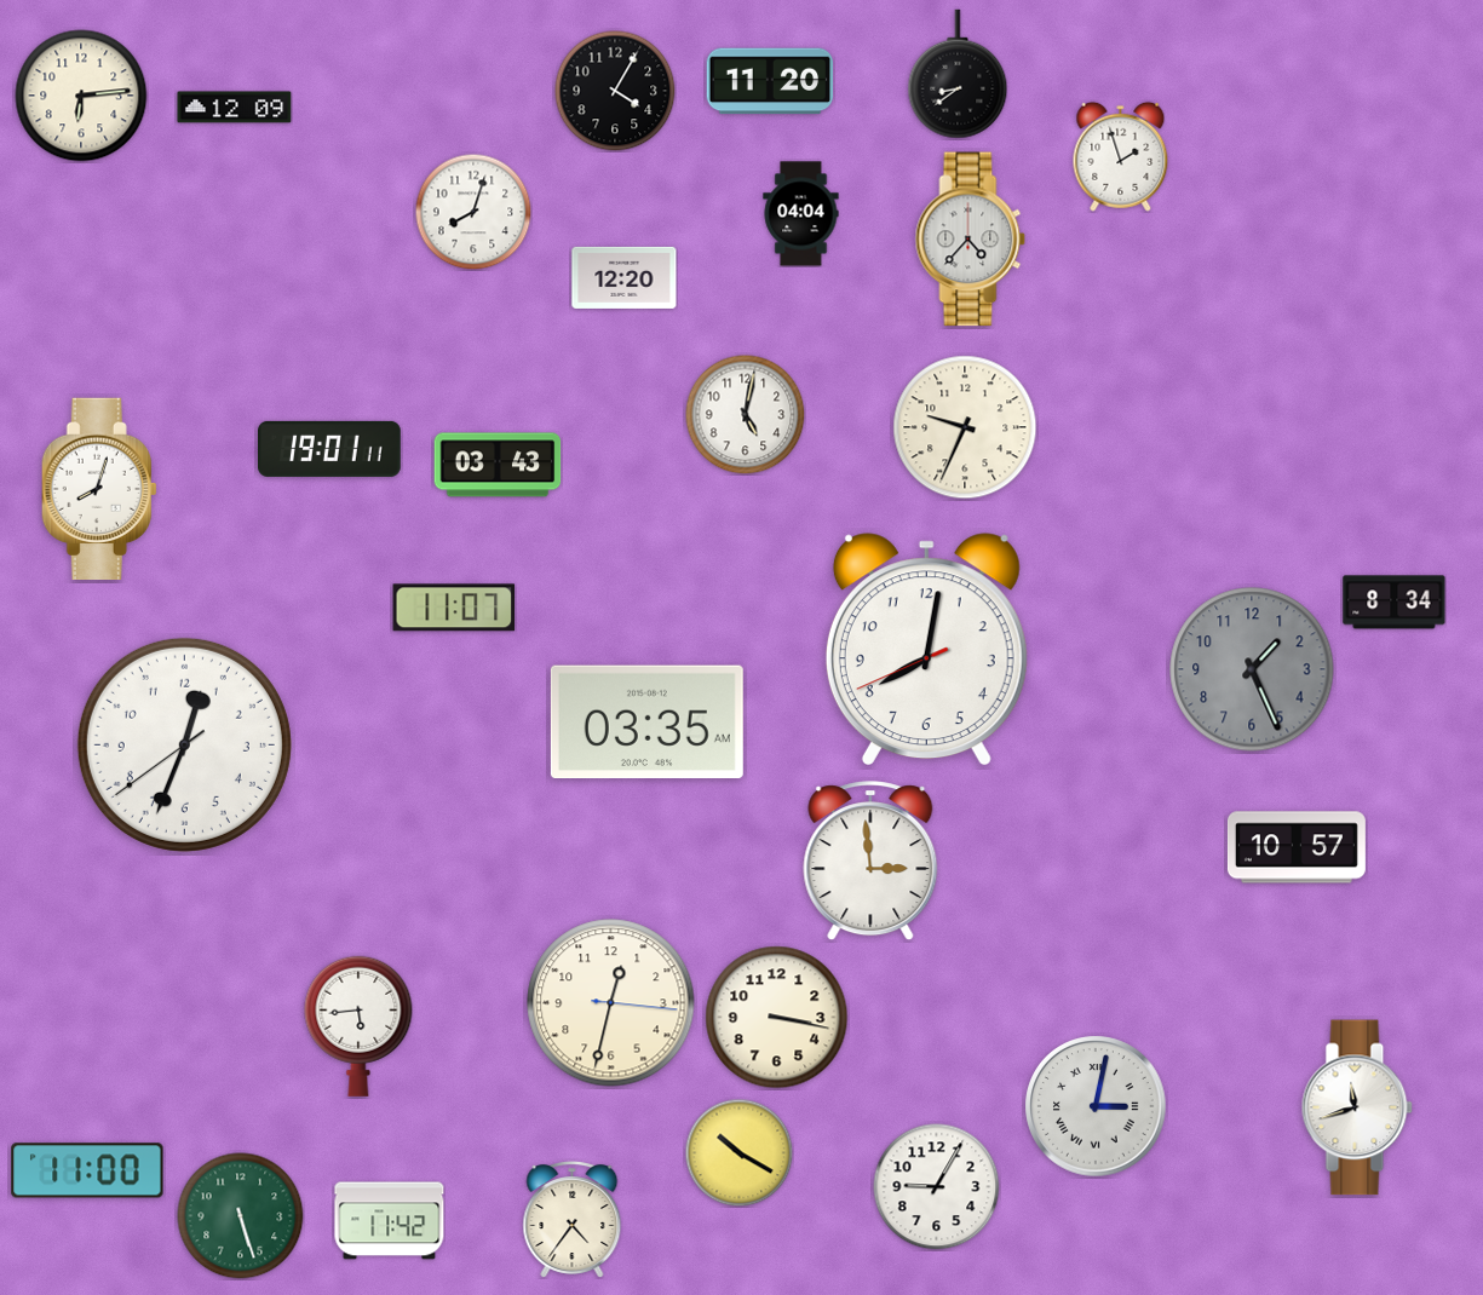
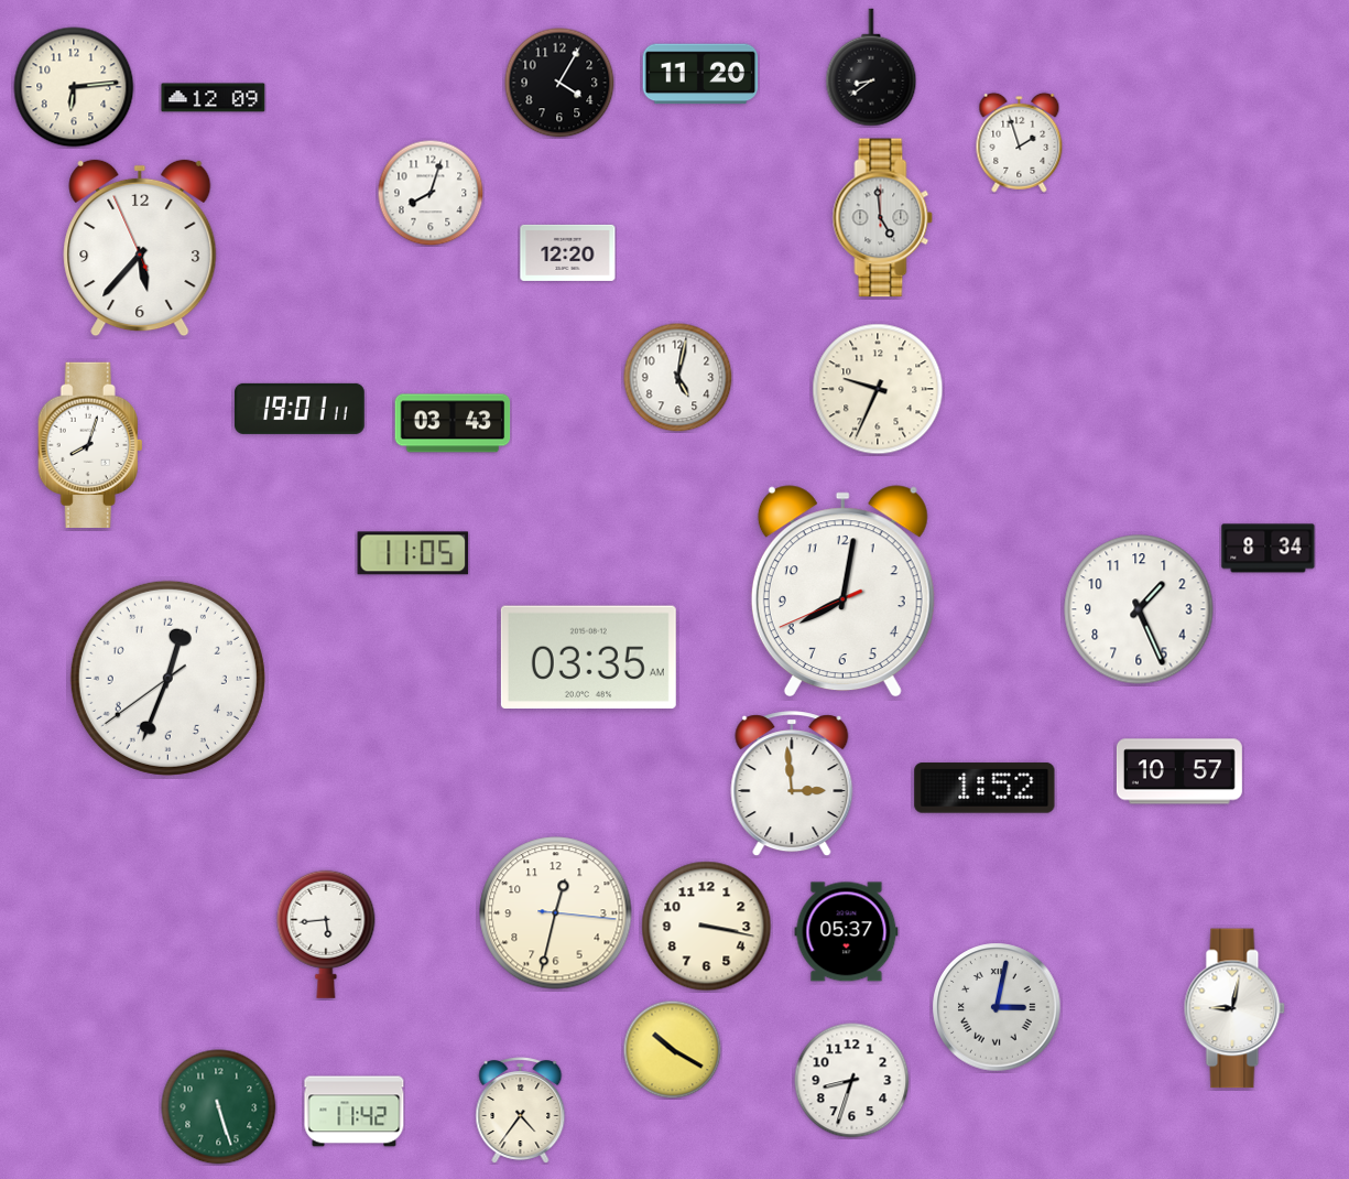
clock at (801, 214): 04:04 -> none
clock at (971, 240): 4:37 -> 4:59
clock at (140, 248): none -> 5:36
clock at (454, 608): 11:07 -> 11:05
clock at (1252, 669) dial: grey -> white
clock at (984, 788): none -> 1:52
clock at (847, 932): none -> 05:37
clock at (1357, 1107): 11:42 -> 9:02
clock at (87, 1170): 11:00 -> none
clock at (937, 1187): 9:05 -> 8:33
